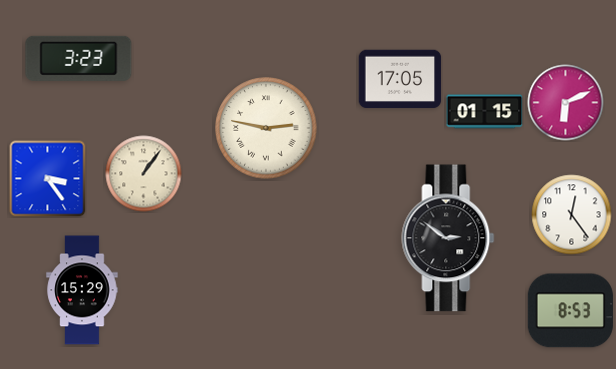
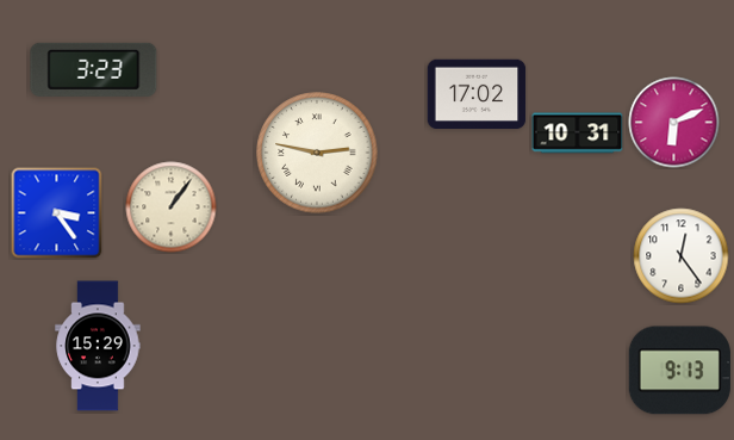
clock at (400, 79): 17:05 -> 17:02
clock at (485, 112): 01:15 -> 10:31
clock at (448, 238): 2:51 -> none
clock at (570, 311): 8:53 -> 9:13
